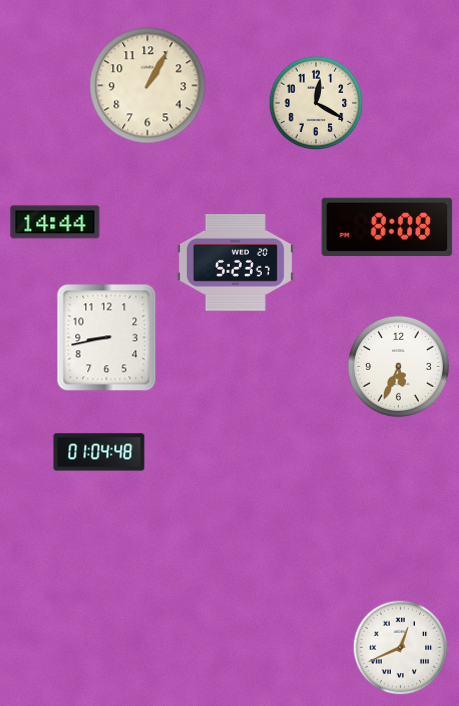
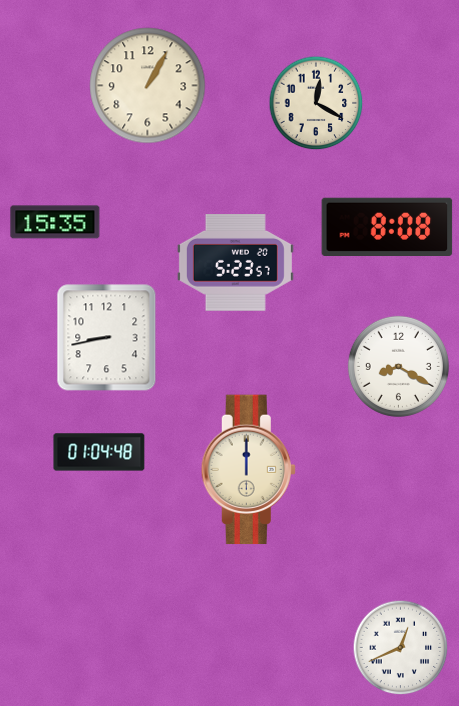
clock at (55, 222): 14:44 -> 15:35
clock at (398, 366): 5:34 -> 8:20
clock at (248, 470): none -> 12:00
